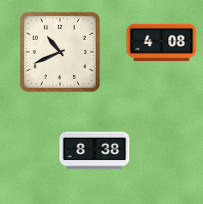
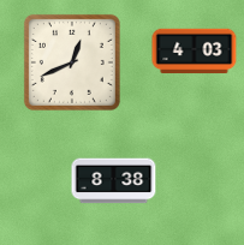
clock at (162, 43): 4:08 -> 4:03
clock at (60, 52): 10:41 -> 12:41
